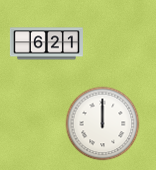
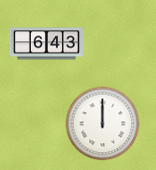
clock at (46, 44): 6:21 -> 6:43
